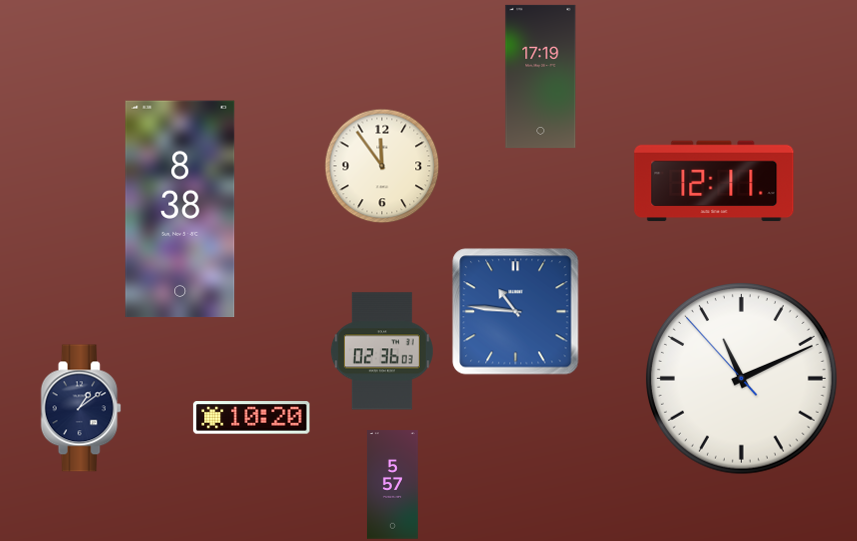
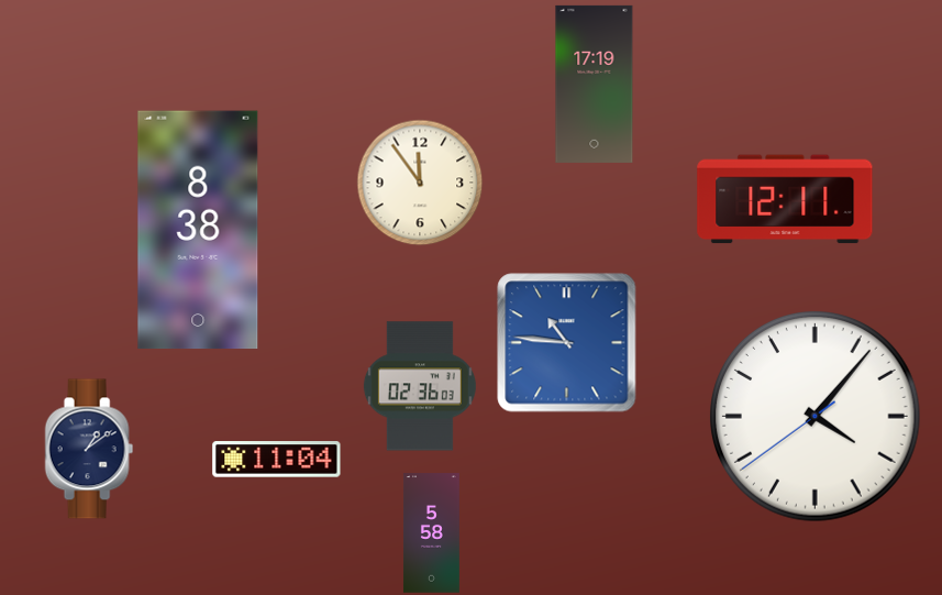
clock at (742, 379): 11:10 -> 4:06
clock at (252, 418): 10:20 -> 11:04
clock at (392, 485): 5:57 -> 5:58
